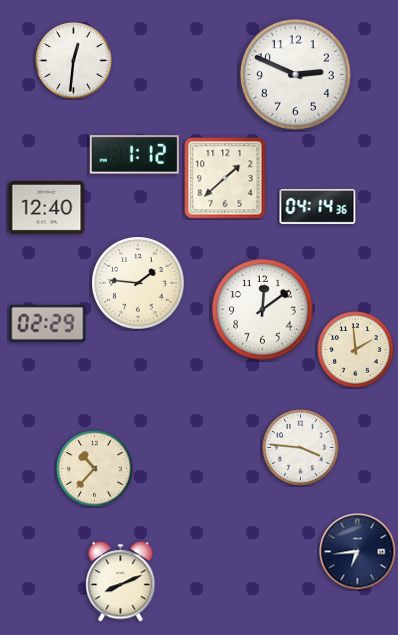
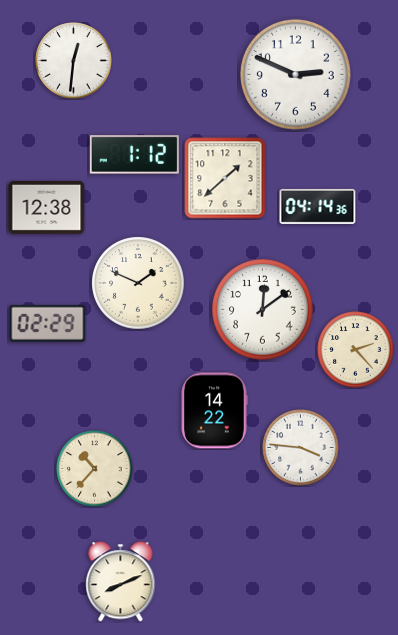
clock at (47, 207): 12:40 -> 12:38
clock at (138, 283): 1:46 -> 1:49
clock at (356, 350): 1:59 -> 2:23
clock at (214, 411): none -> 14:22
clock at (358, 552): 6:44 -> none
